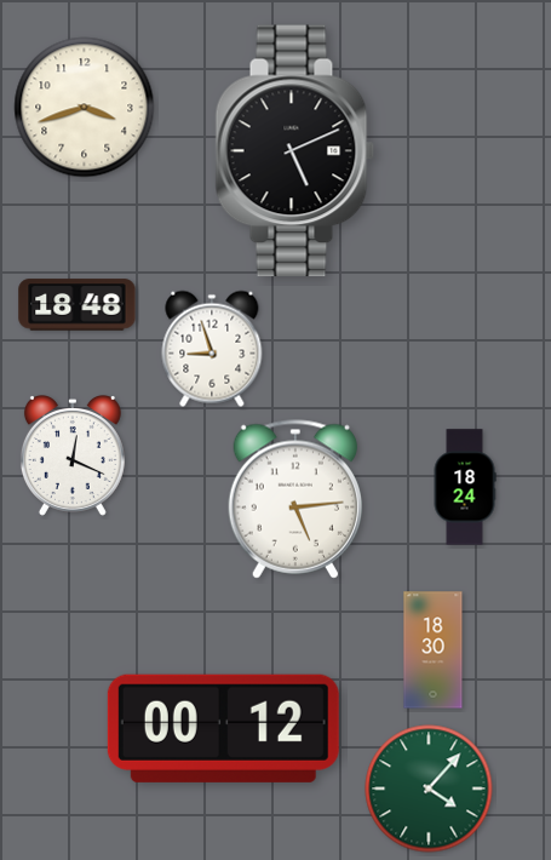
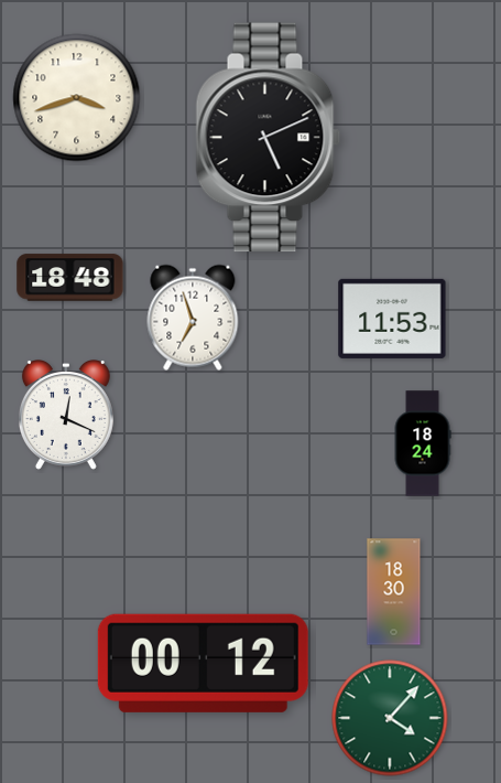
clock at (212, 349): 8:57 -> 6:57
clock at (392, 319): none -> 11:53
clock at (295, 499): 5:14 -> none
